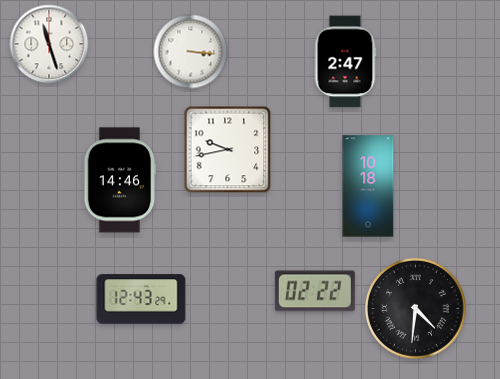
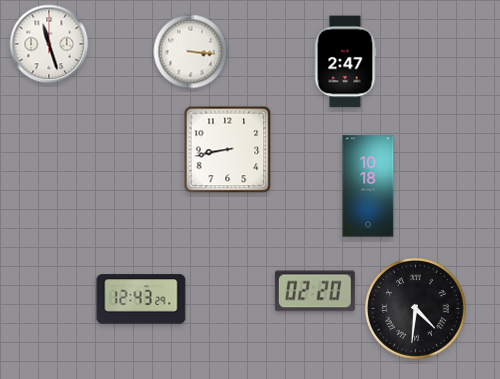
clock at (228, 150): 9:43 -> 8:43
clock at (120, 180): 14:46 -> none
clock at (315, 291): 02:22 -> 02:20
